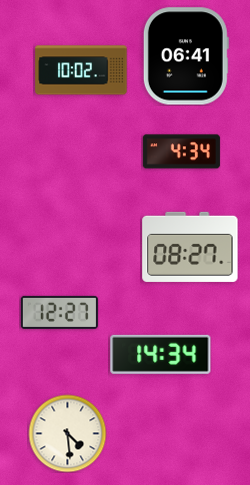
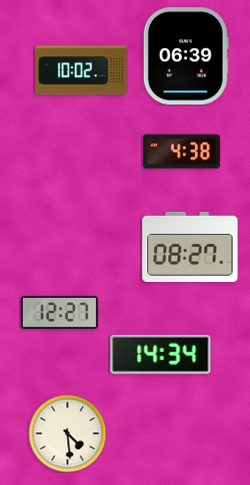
clock at (186, 56): 06:41 -> 06:39
clock at (181, 152): 4:34 -> 4:38
